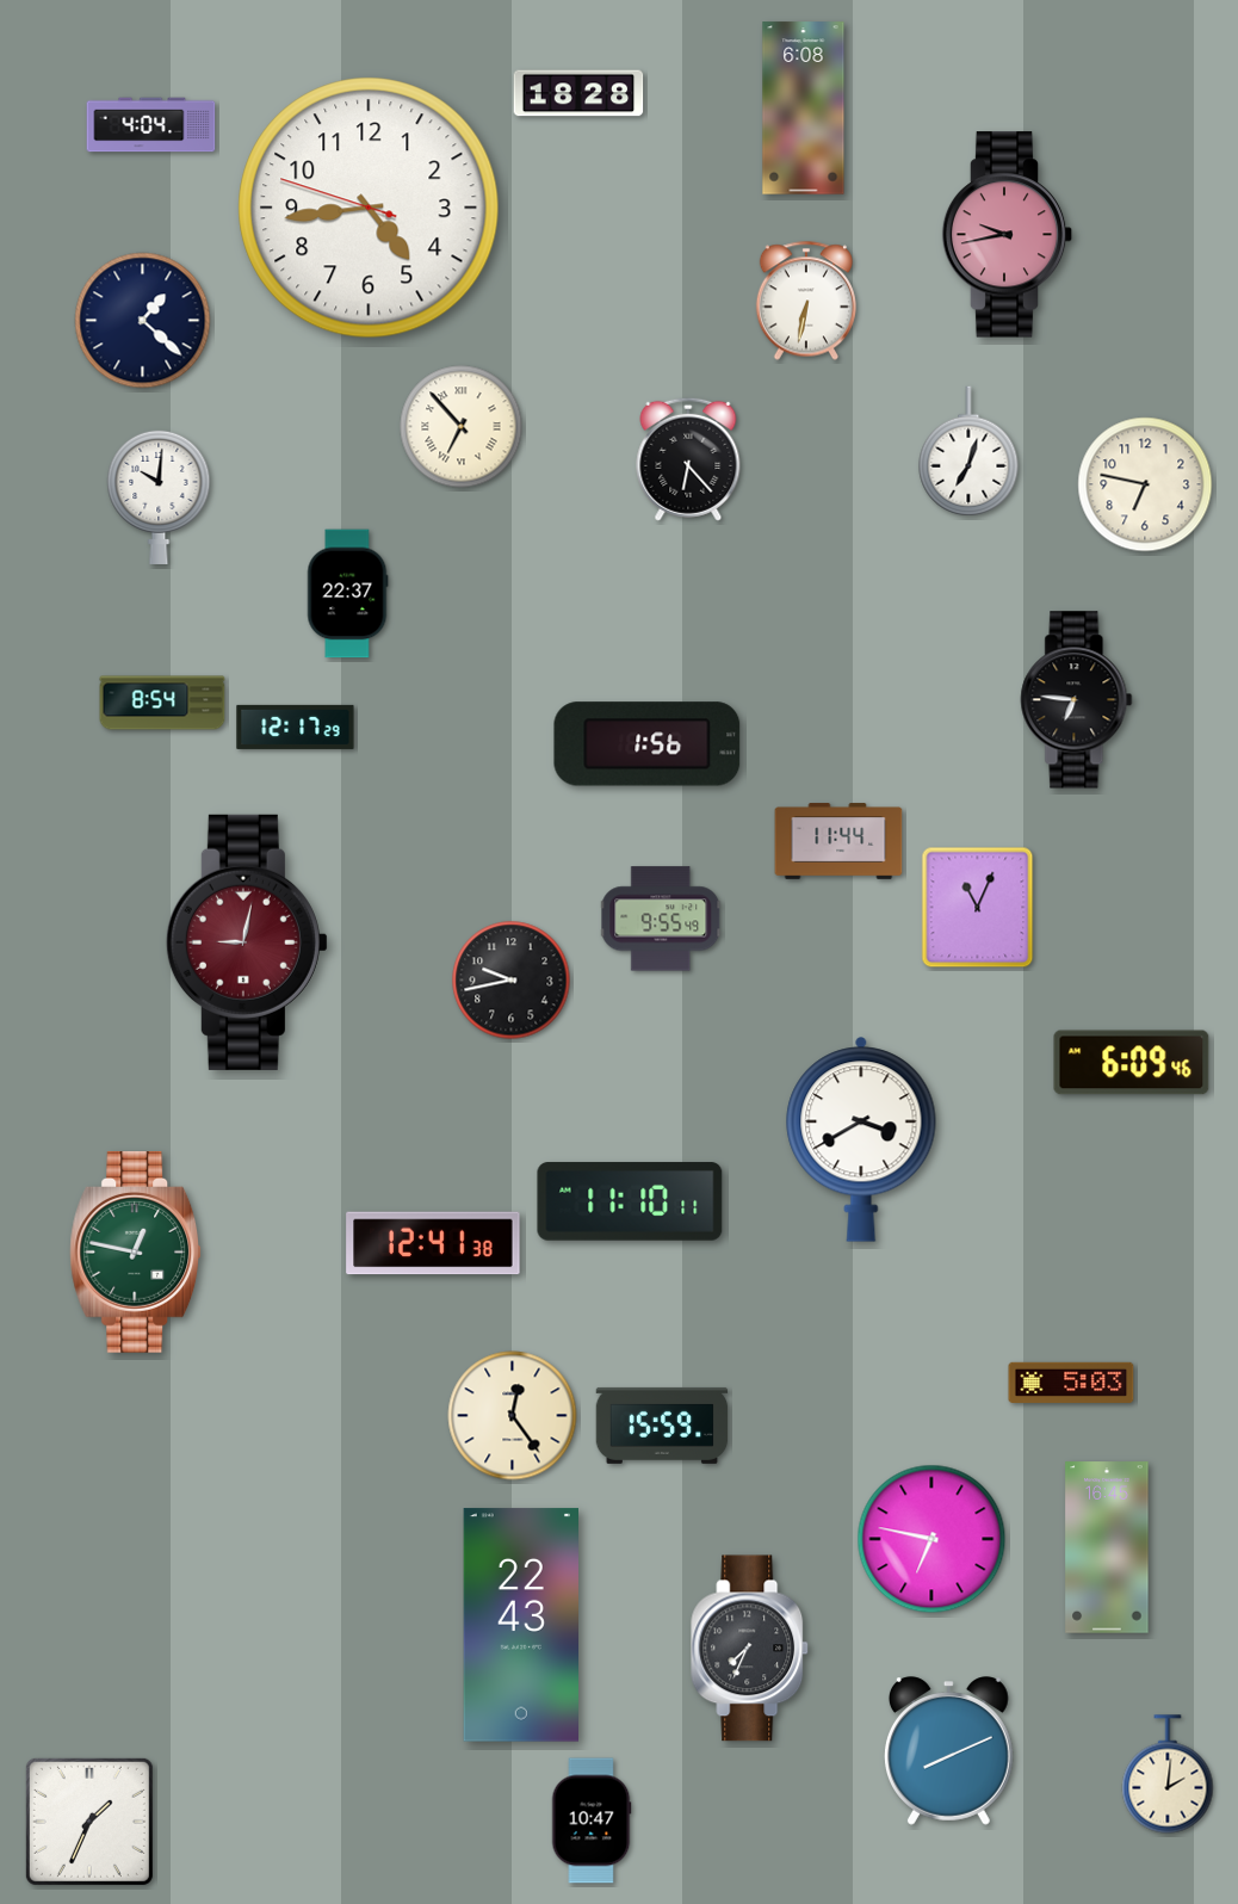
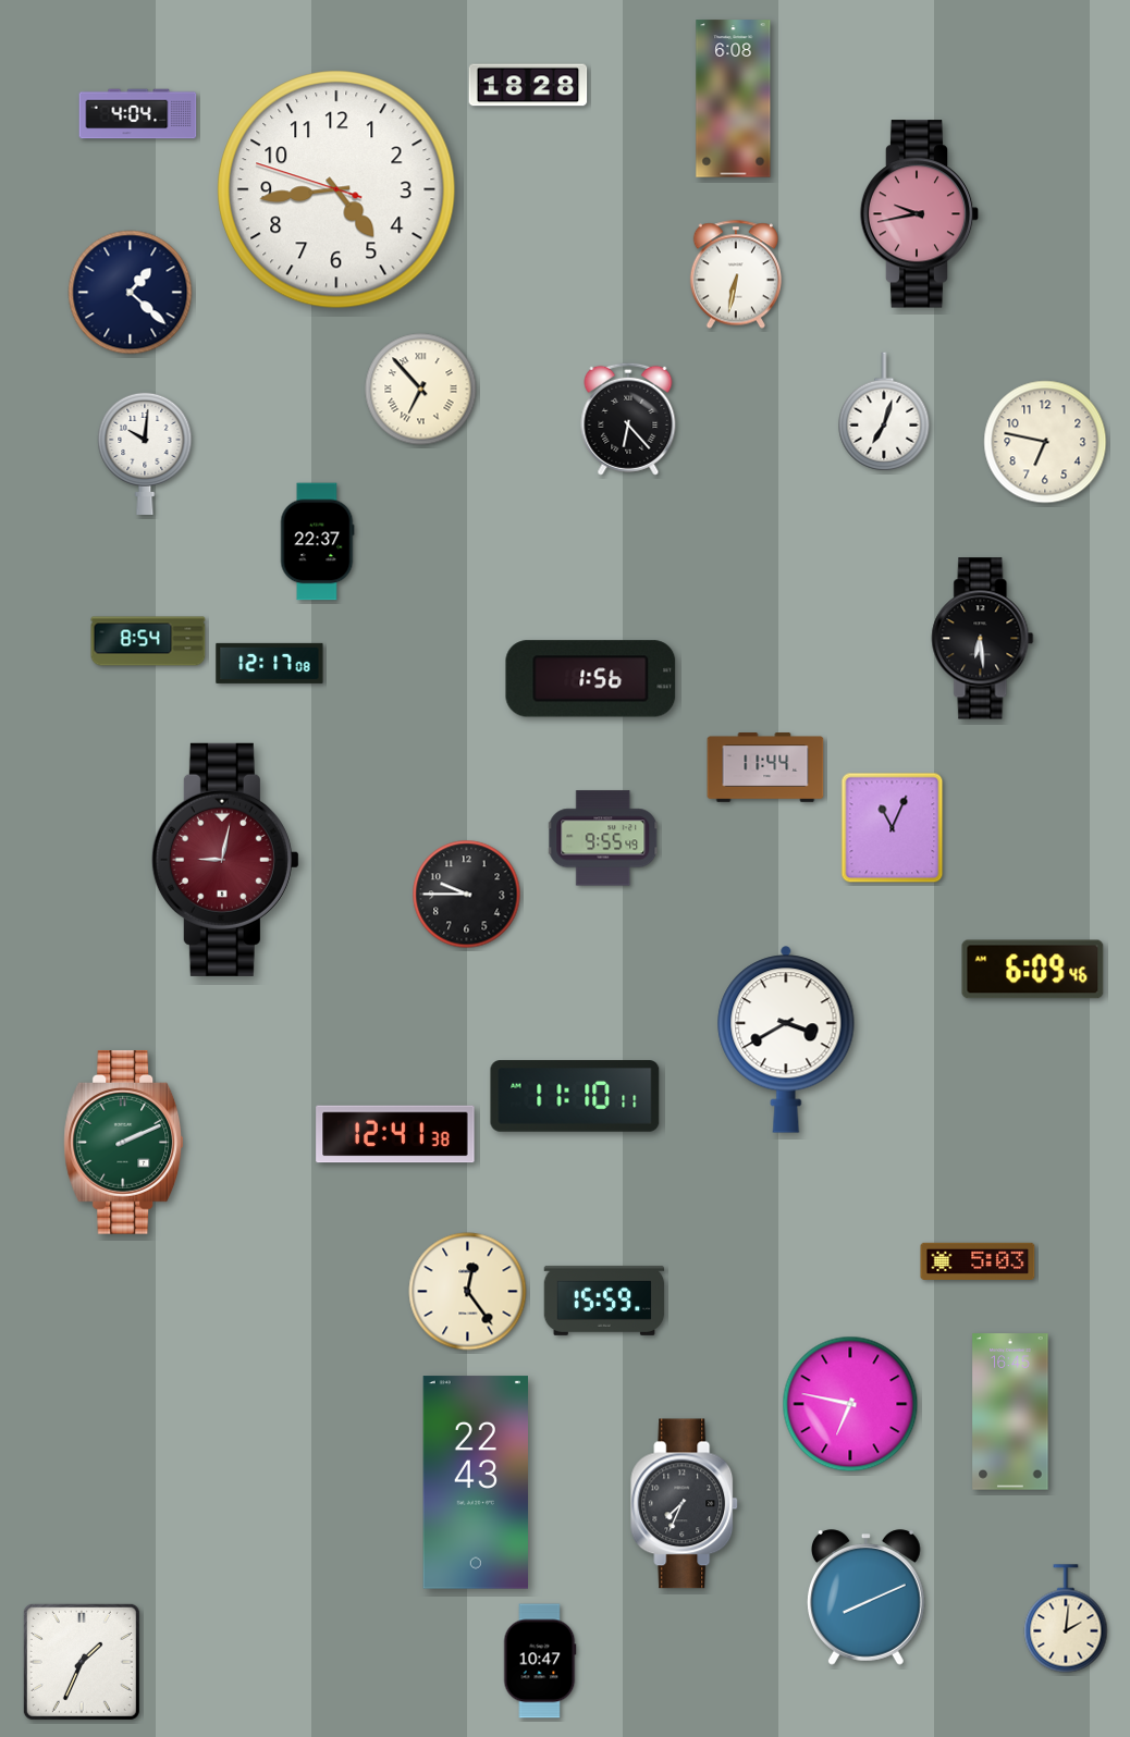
clock at (1077, 700): 6:46 -> 6:29
clock at (296, 727): 12:17:29 -> 12:17:08
clock at (512, 981): 9:43 -> 9:45
clock at (136, 1253): 12:47 -> 2:11
